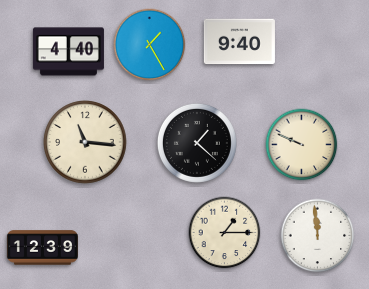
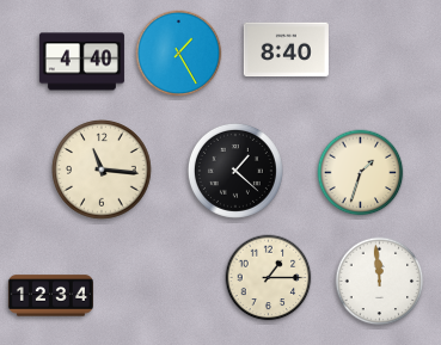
clock at (239, 42): 9:40 -> 8:40
clock at (302, 145): 9:49 -> 1:33
clock at (42, 248): 12:39 -> 12:34
